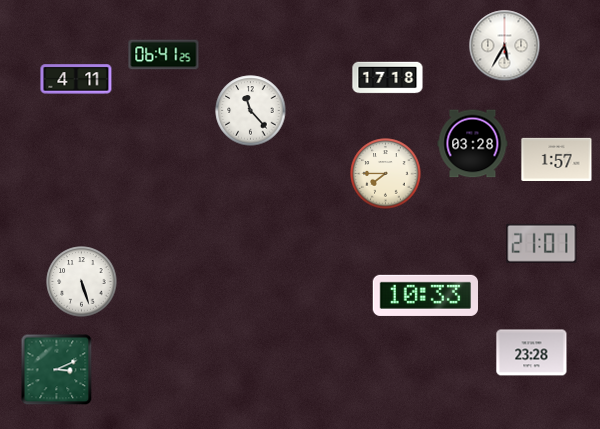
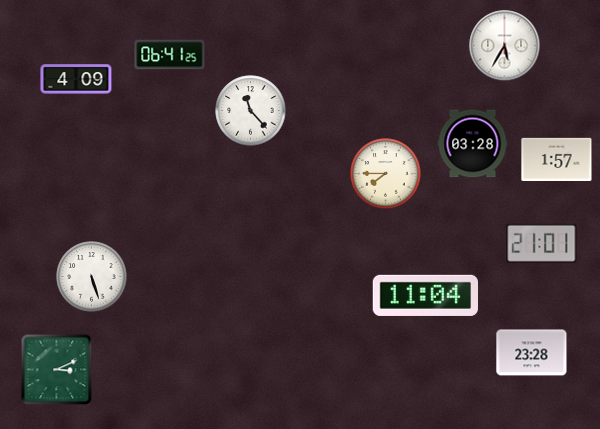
clock at (164, 55) position: (164, 55) -> (170, 55)
clock at (388, 78): 17:18 -> none
clock at (76, 79): 4:11 -> 4:09
clock at (82, 282) position: (82, 282) -> (92, 277)
clock at (425, 295): 10:33 -> 11:04
